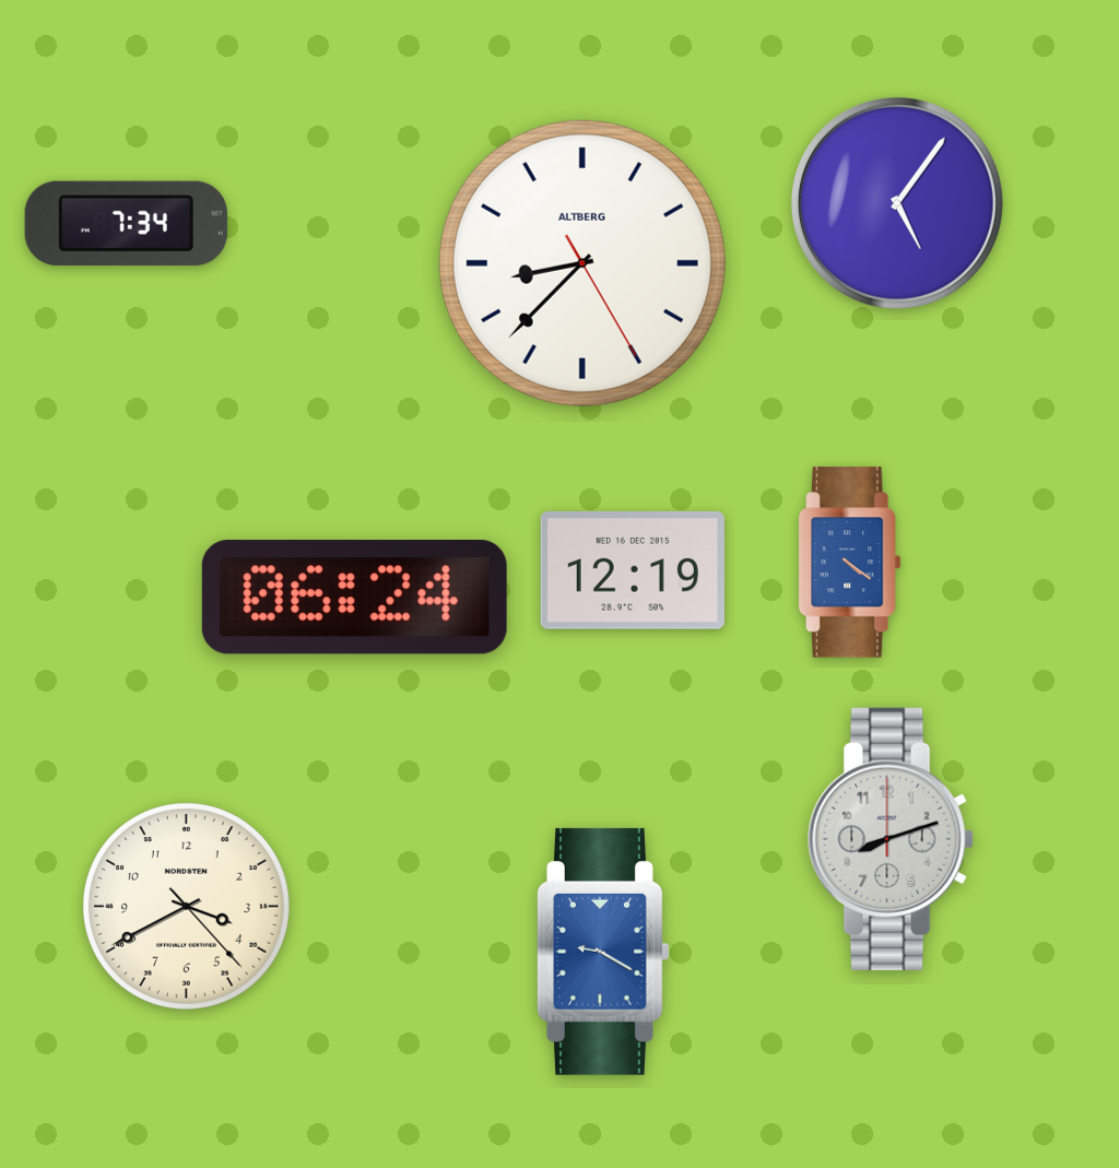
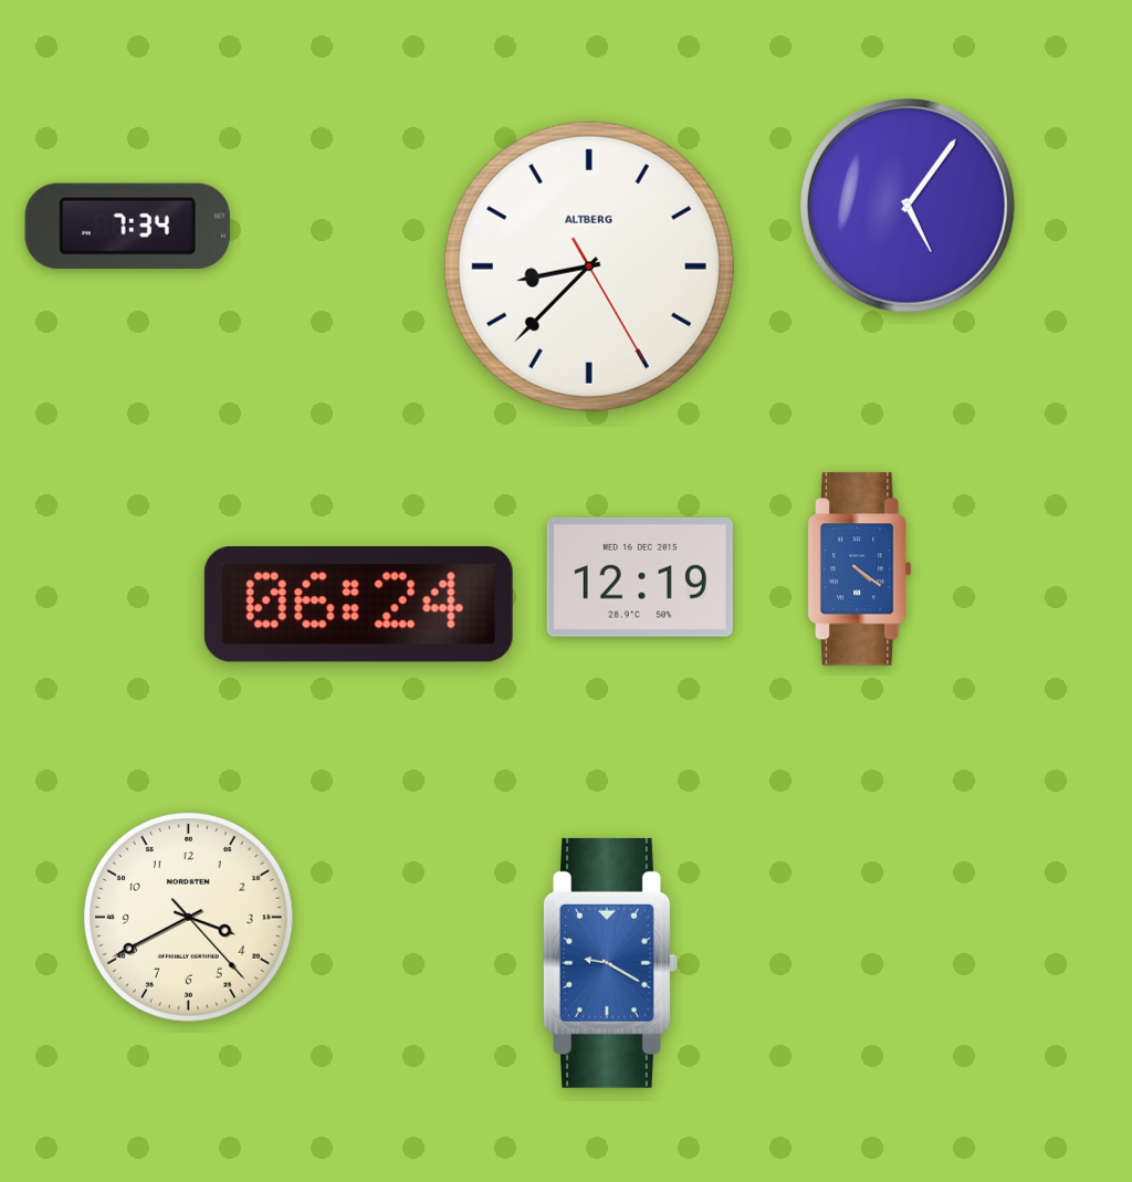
clock at (891, 839): 8:12 -> none
